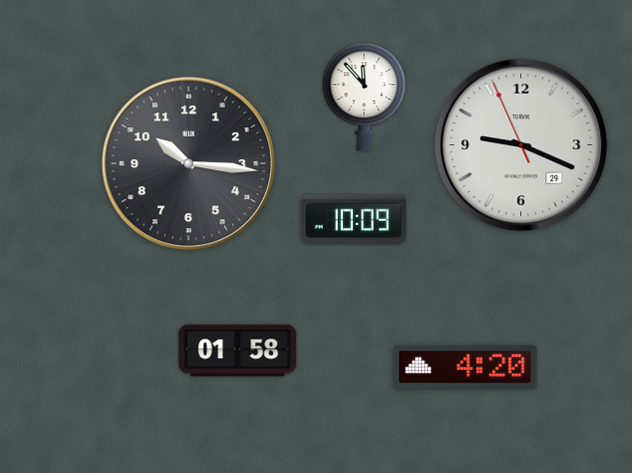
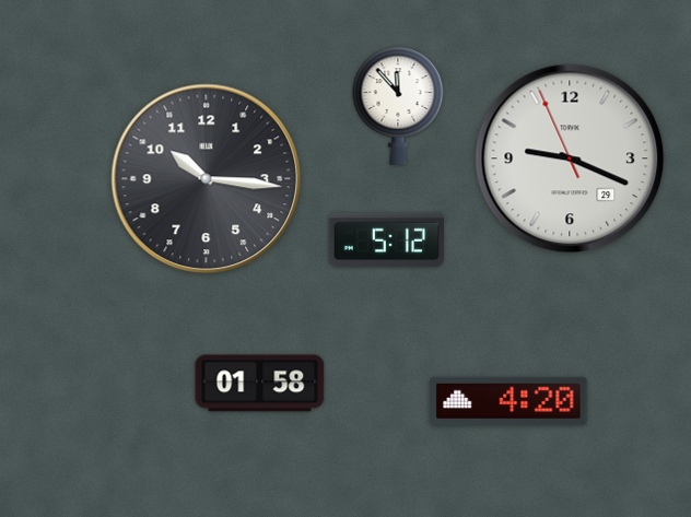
clock at (353, 220): 10:09 -> 5:12
